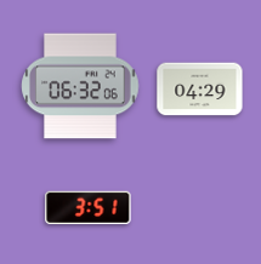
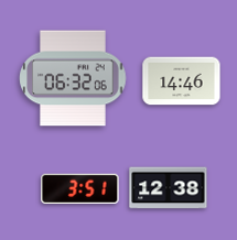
clock at (200, 90): 04:29 -> 14:46
clock at (169, 188): none -> 12:38
